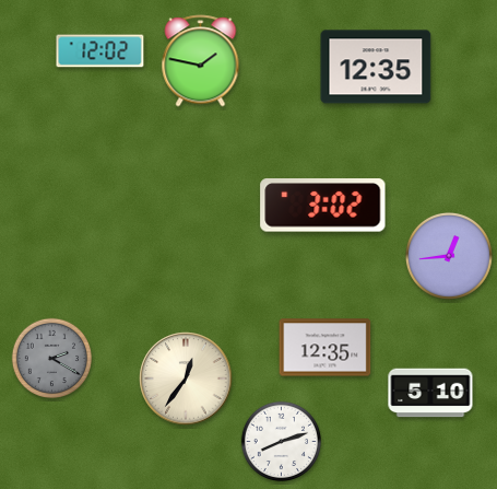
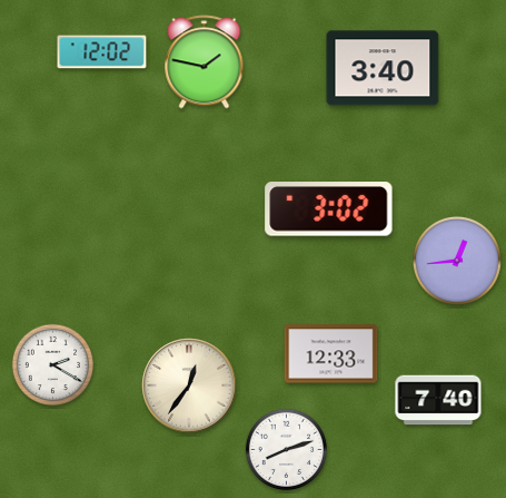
clock at (376, 67): 12:35 -> 3:40
clock at (326, 348): 12:35 -> 12:33
clock at (51, 358) dial: grey -> white
clock at (430, 393): 5:10 -> 7:40
